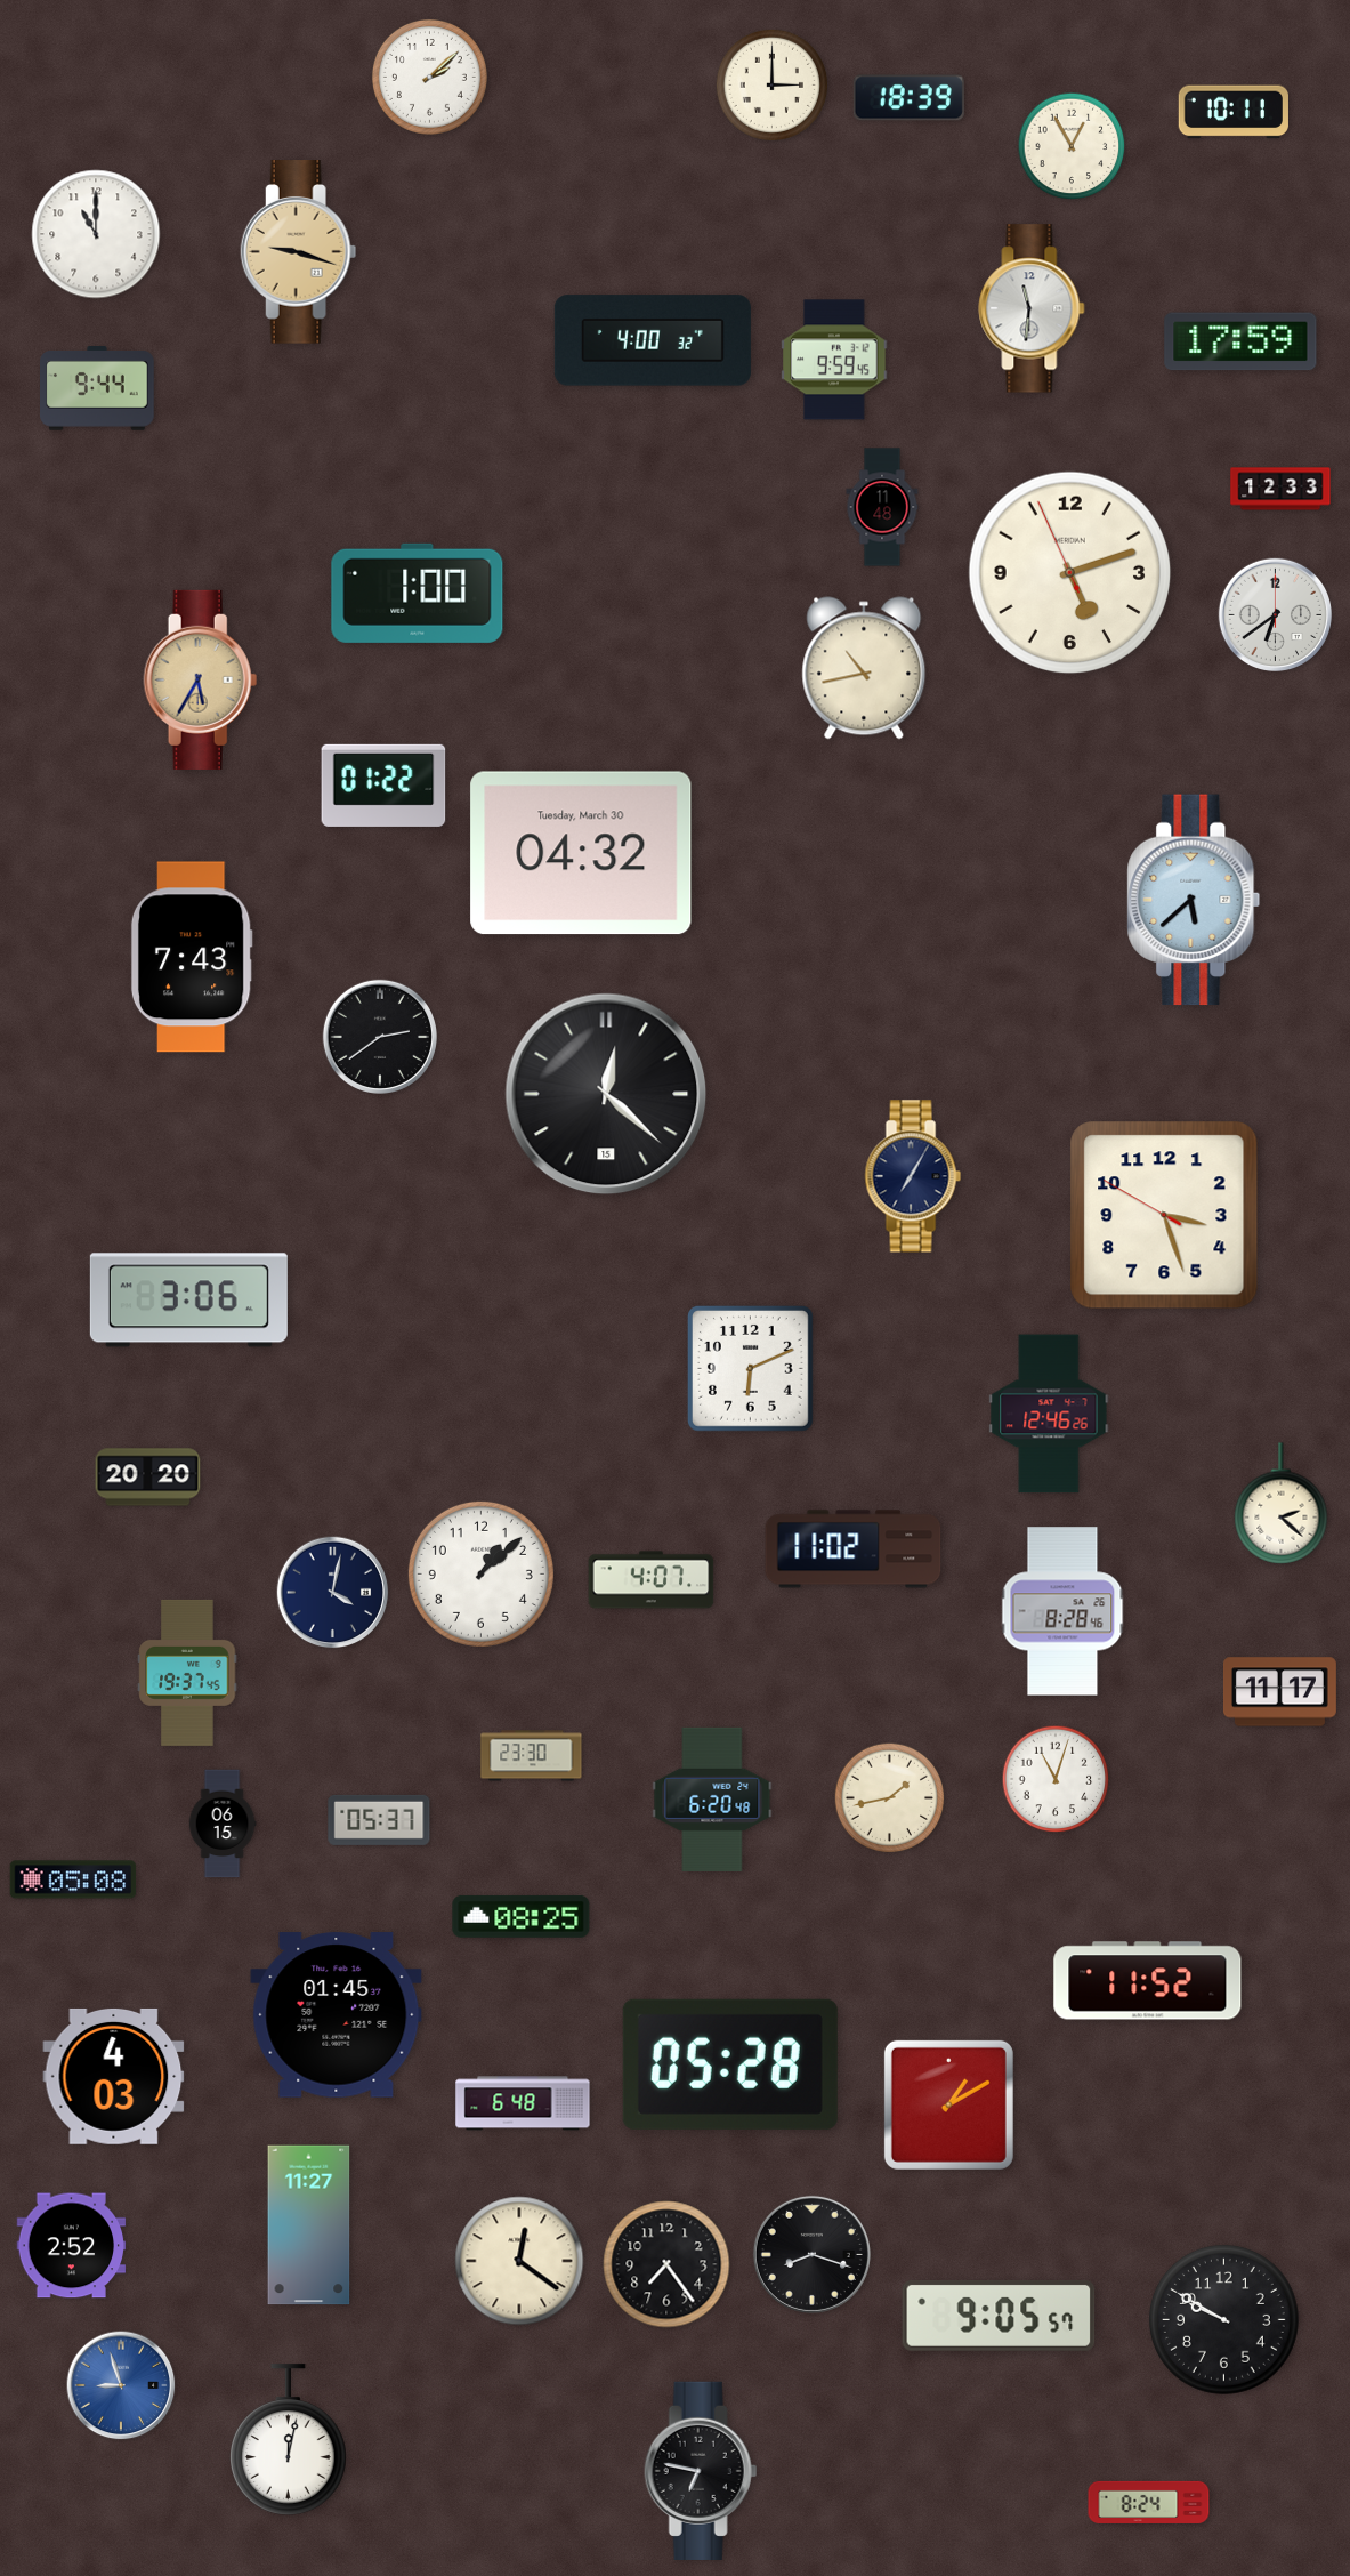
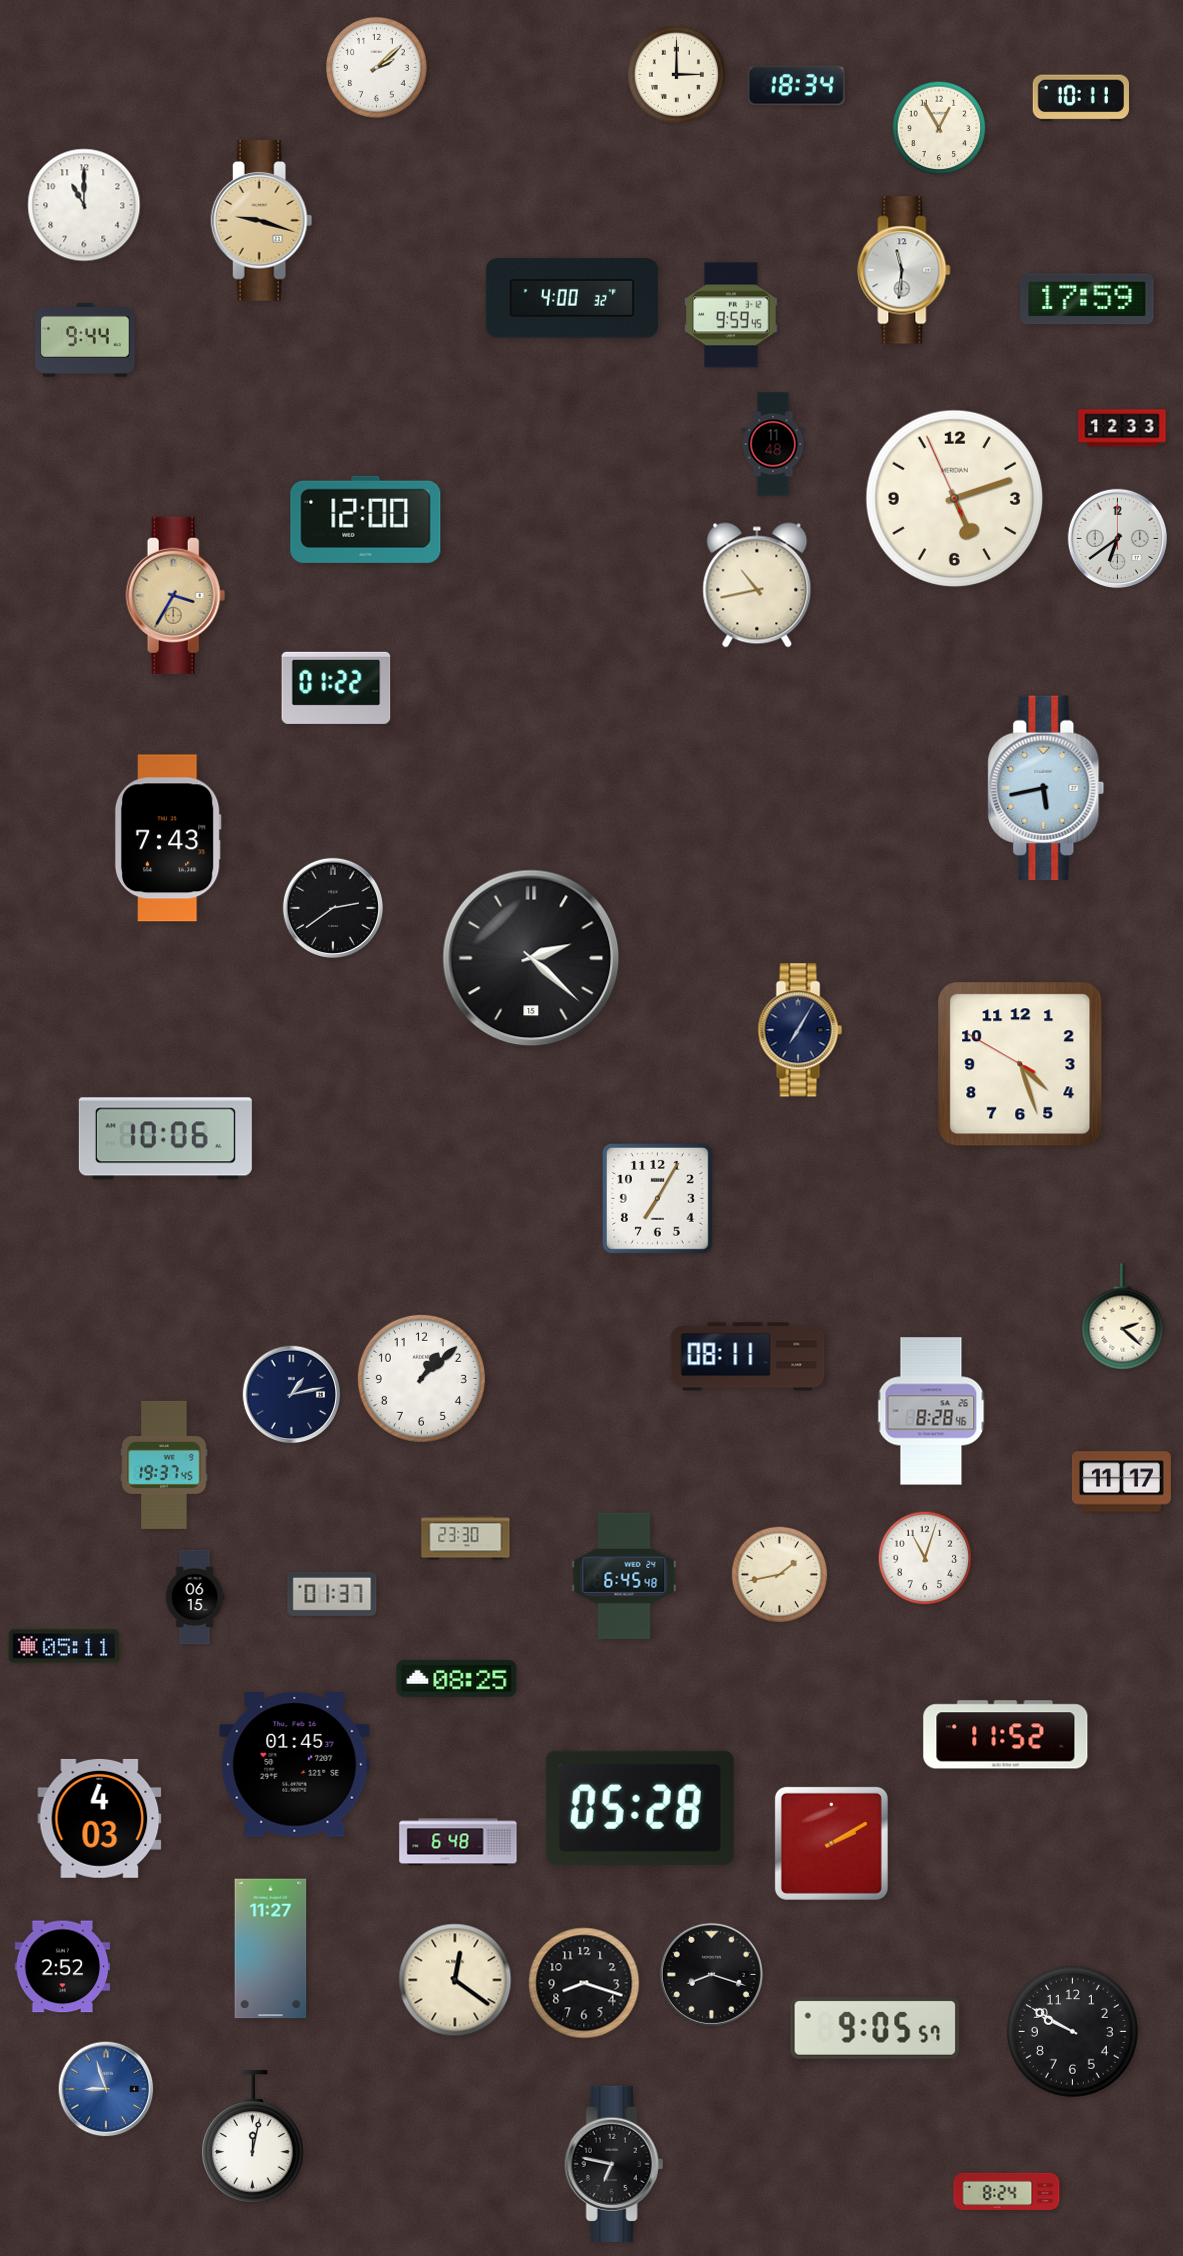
clock at (908, 98): 18:39 -> 18:34
clock at (1070, 573) position: (1070, 573) -> (955, 499)
clock at (418, 593): 1:00 -> 12:00
clock at (201, 679): 5:35 -> 3:35
clock at (581, 853): 04:32 -> none
clock at (1194, 900): 5:38 -> 5:43
clock at (606, 1094): 12:22 -> 2:22
clock at (1164, 1215): 3:26 -> 4:26
clock at (188, 1301): 3:06 -> 10:06
clock at (750, 1368): 6:11 -> 7:05
clock at (1049, 1414): 12:46 -> none
clock at (148, 1478): 20:20 -> none
clock at (854, 1549): 11:02 -> 08:11
clock at (652, 1580): 4:07 -> none
clock at (333, 1593): 4:02 -> 1:13
clock at (712, 1798): 6:20 -> 6:45
clock at (379, 1820): 05:37 -> 01:37
clock at (73, 1879): 05:08 -> 05:11
clock at (948, 2104): 1:10 -> 2:10
clock at (666, 2264): 7:24 -> 8:18
